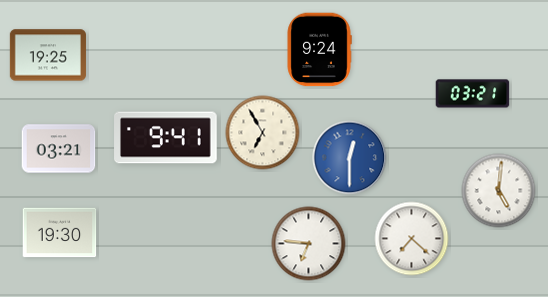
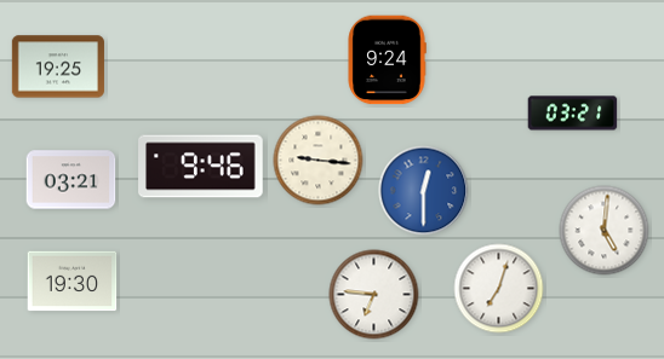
clock at (263, 133): 6:55 -> 9:16
clock at (166, 138): 9:41 -> 9:46
clock at (412, 239): 7:22 -> 7:03
